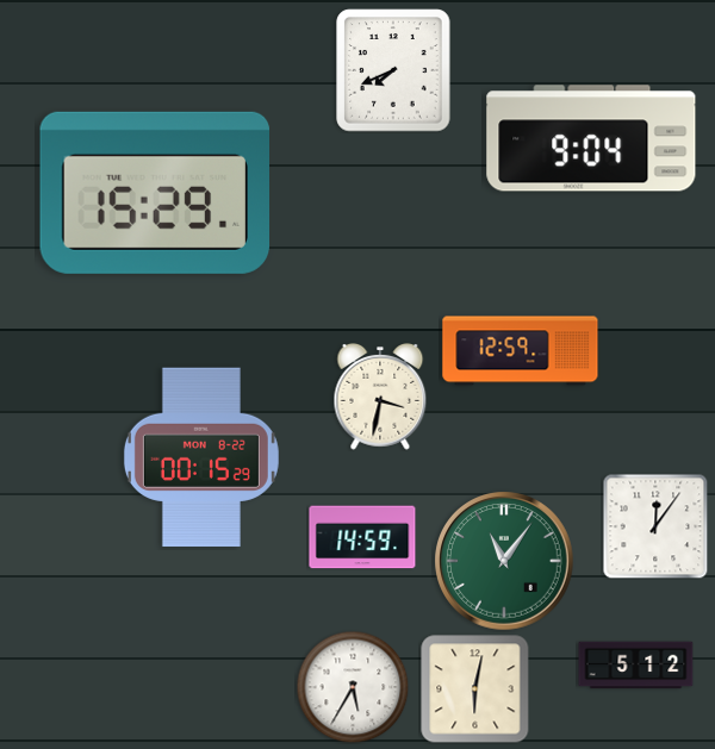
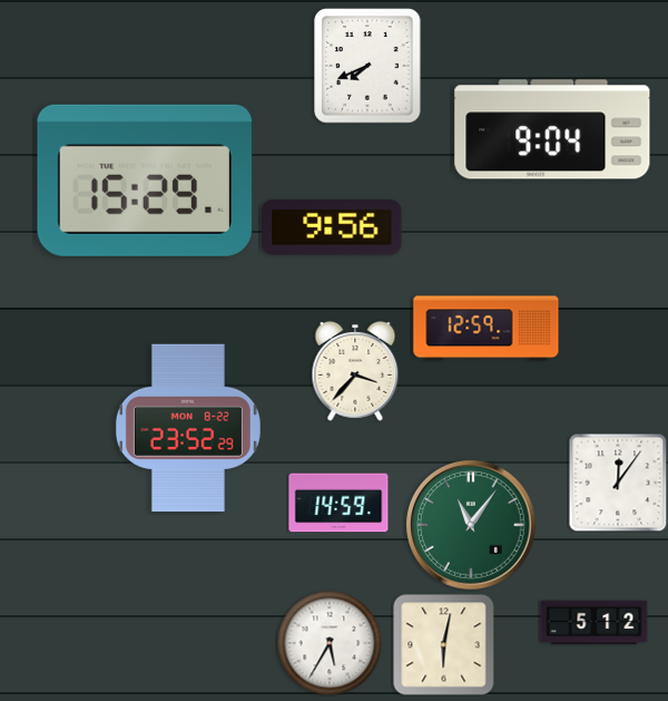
clock at (332, 227): none -> 9:56
clock at (380, 398): 3:32 -> 3:37
clock at (201, 457): 00:15 -> 23:52
clock at (655, 526) position: (655, 526) -> (618, 483)
